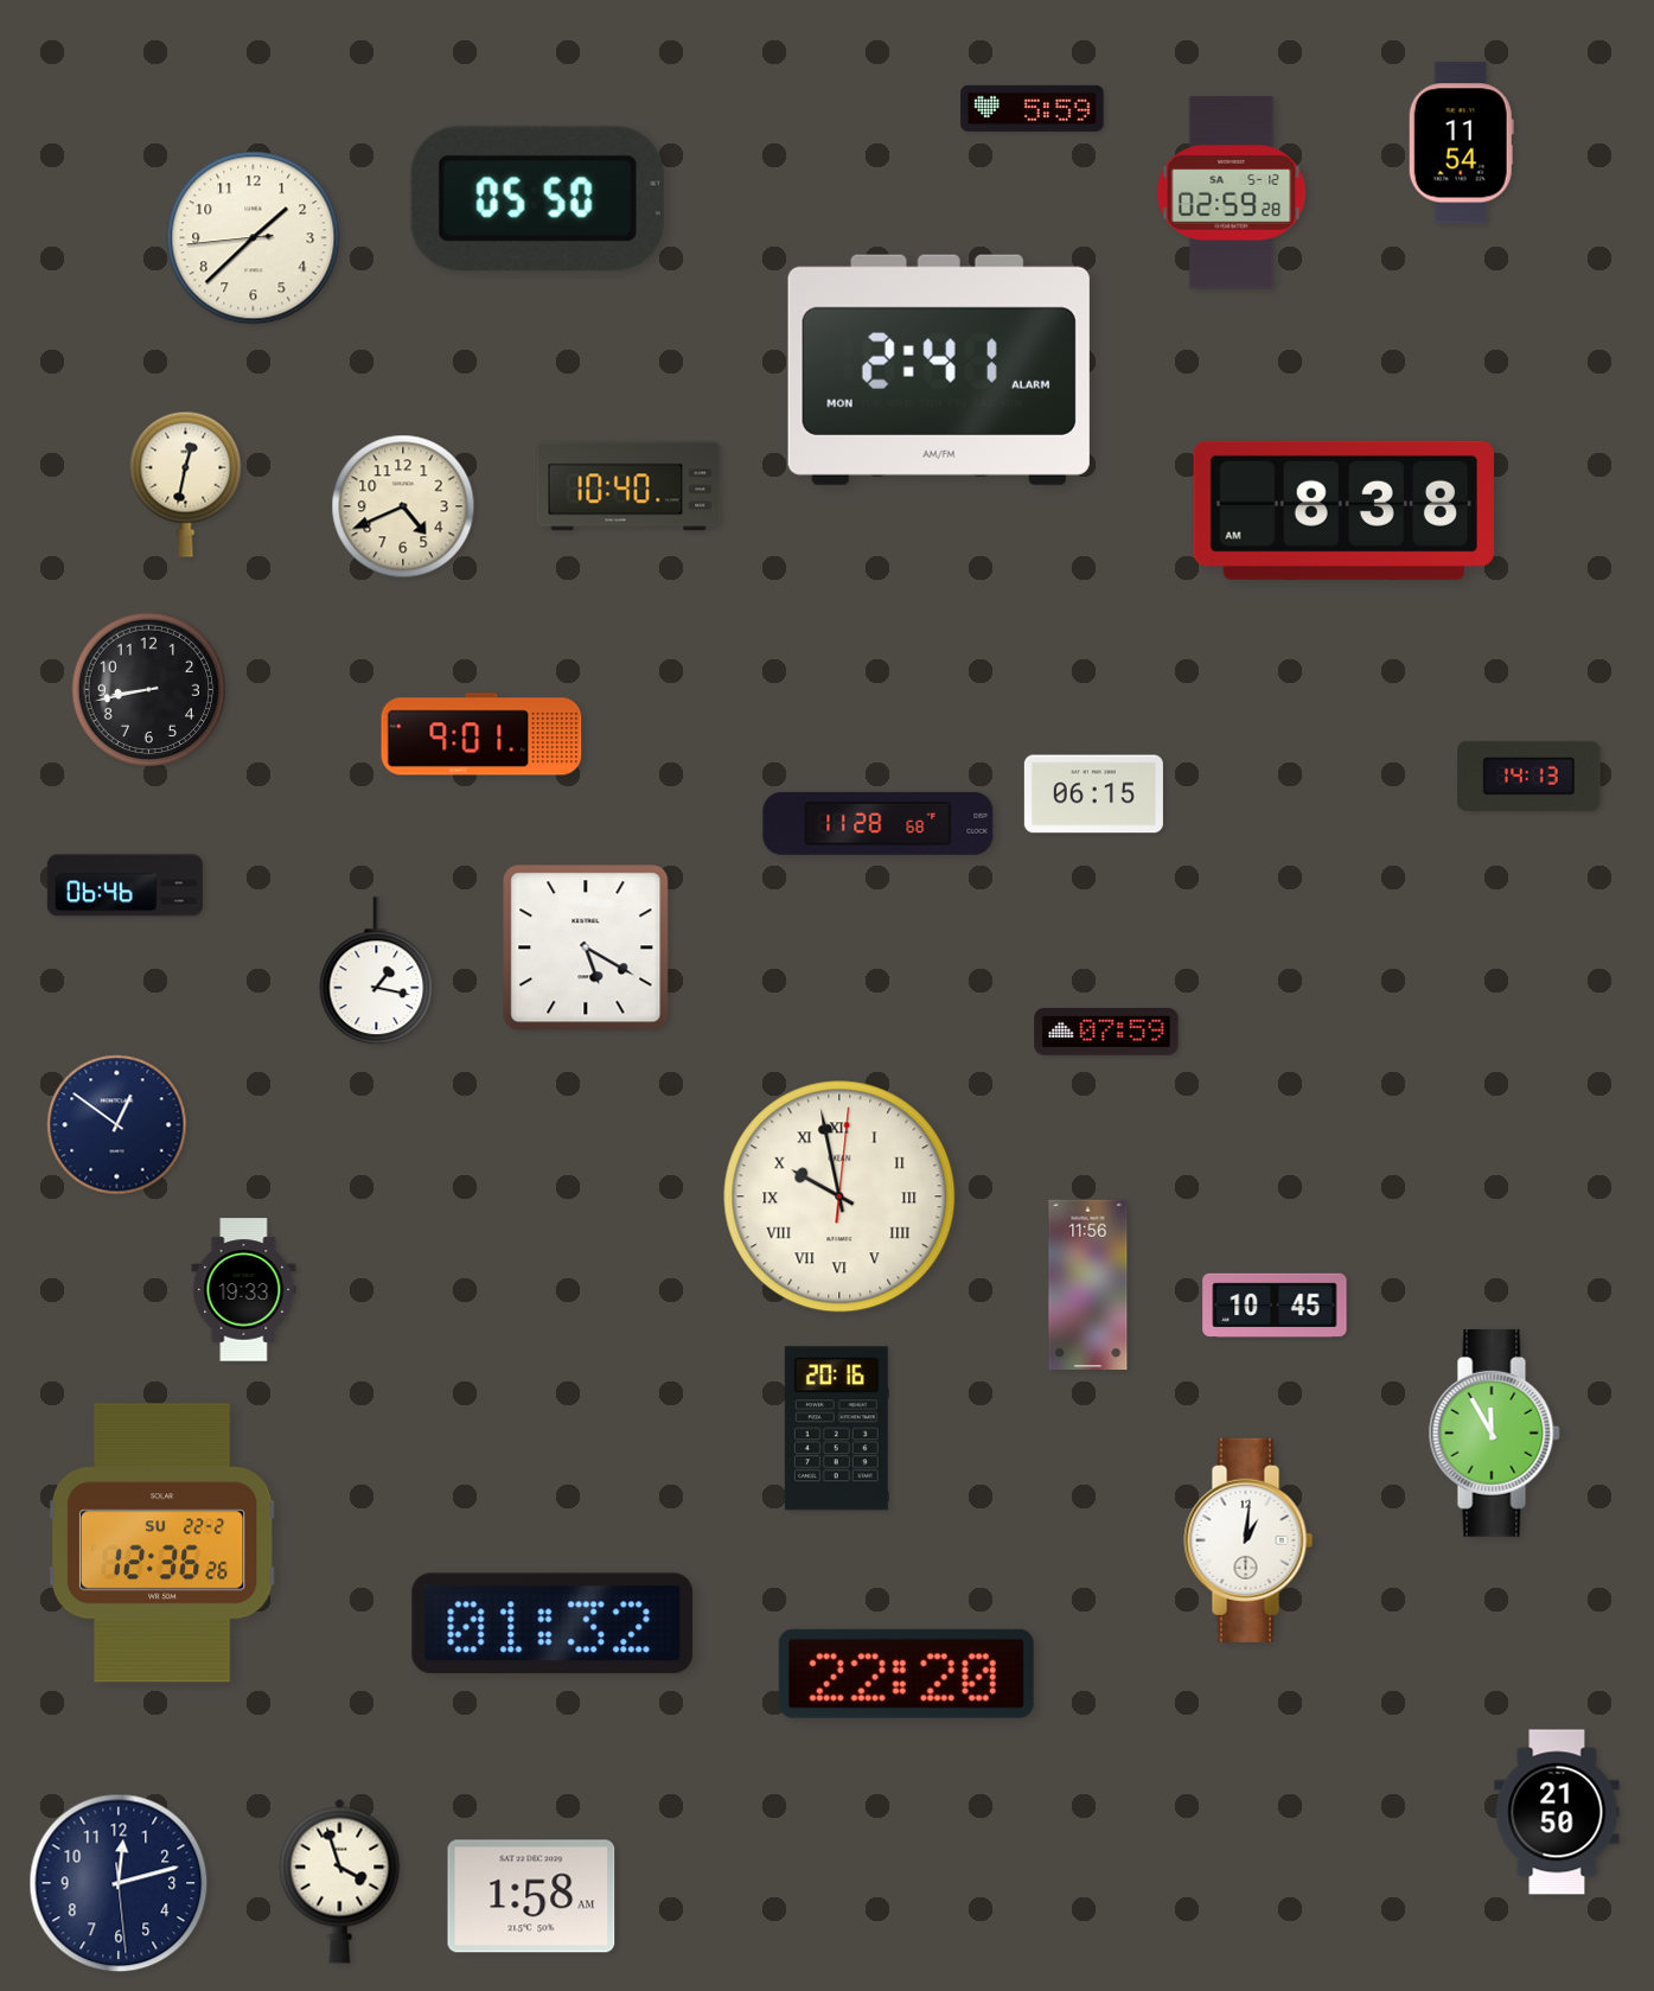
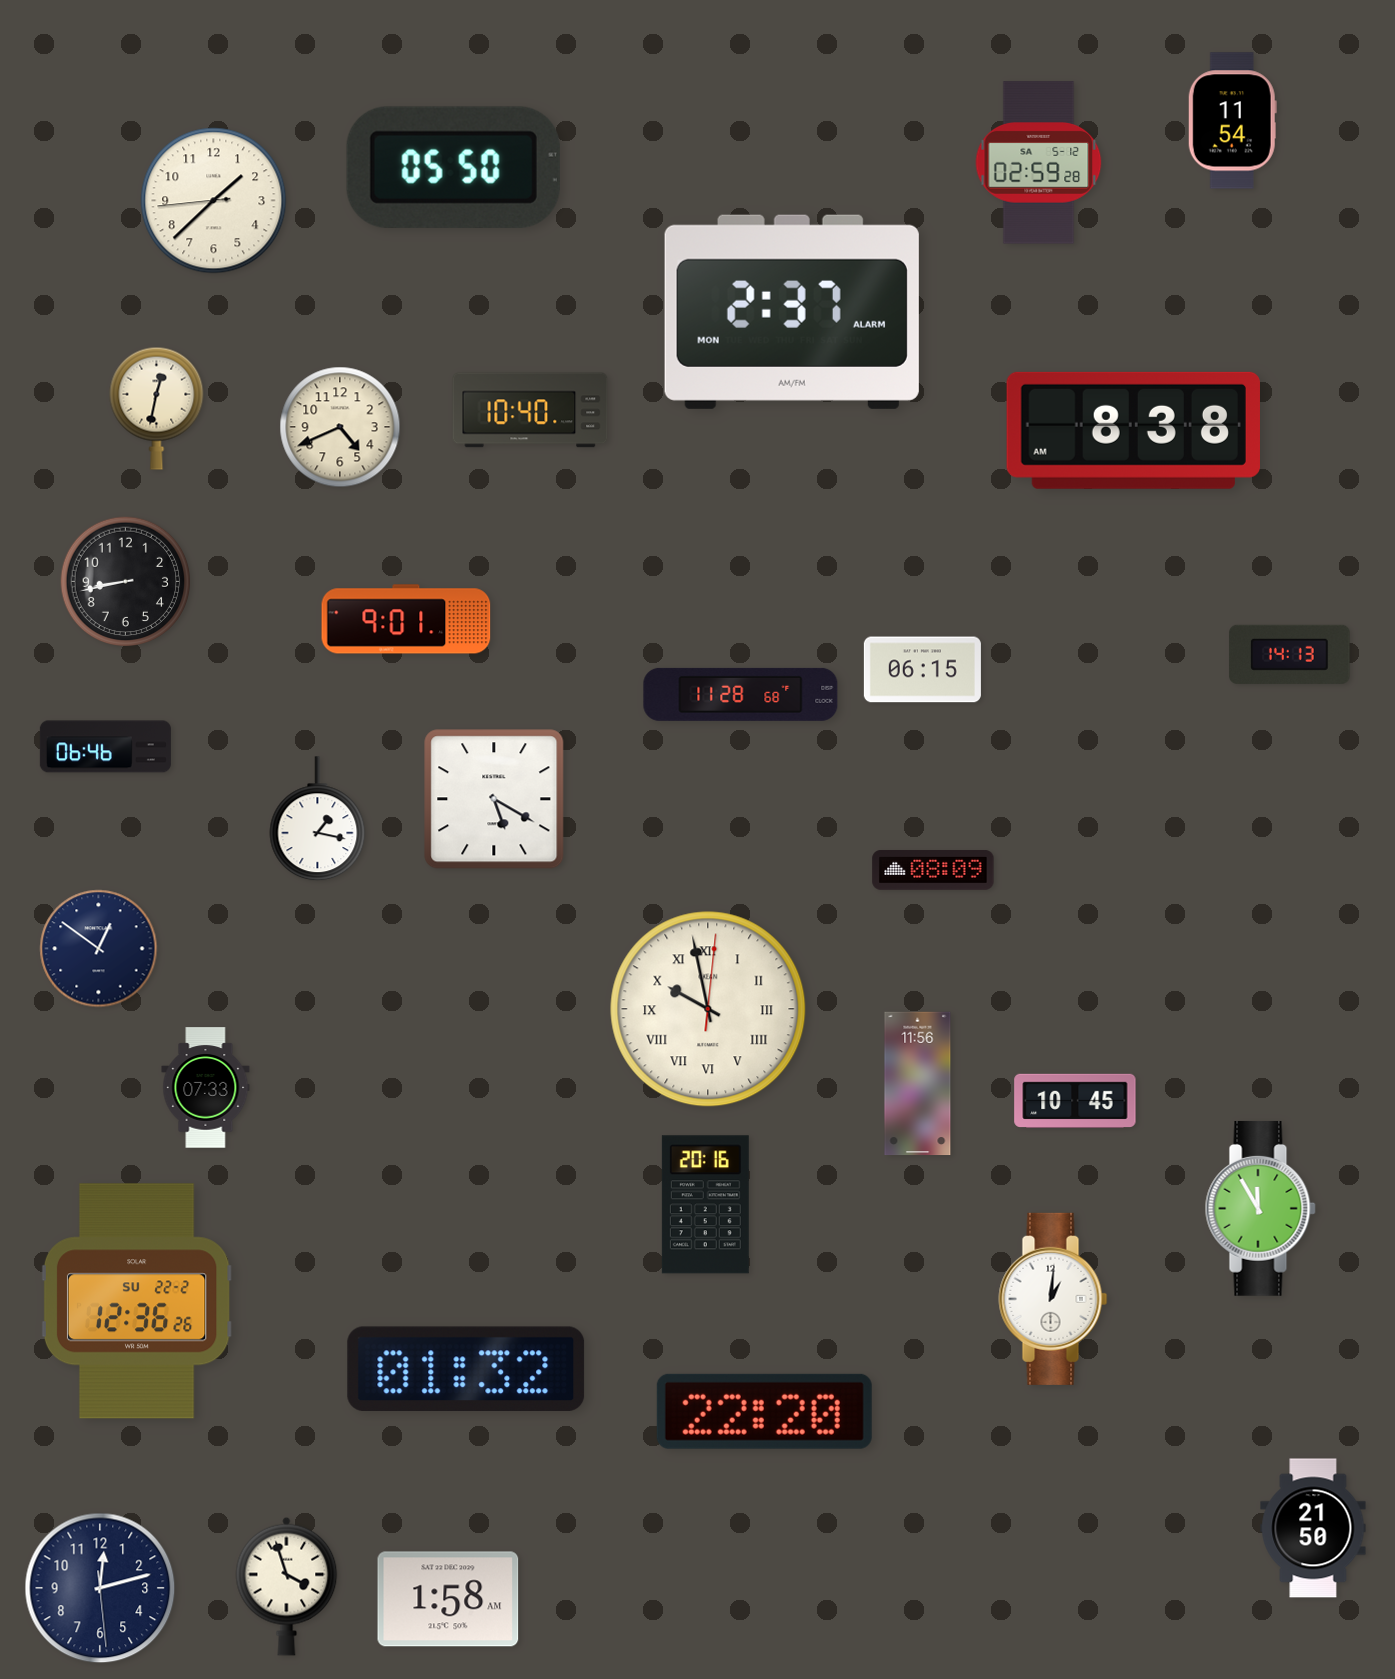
clock at (1033, 108): 5:59 -> none
clock at (939, 370): 2:41 -> 2:37
clock at (1106, 1033): 07:59 -> 08:09
clock at (244, 1290): 19:33 -> 07:33
